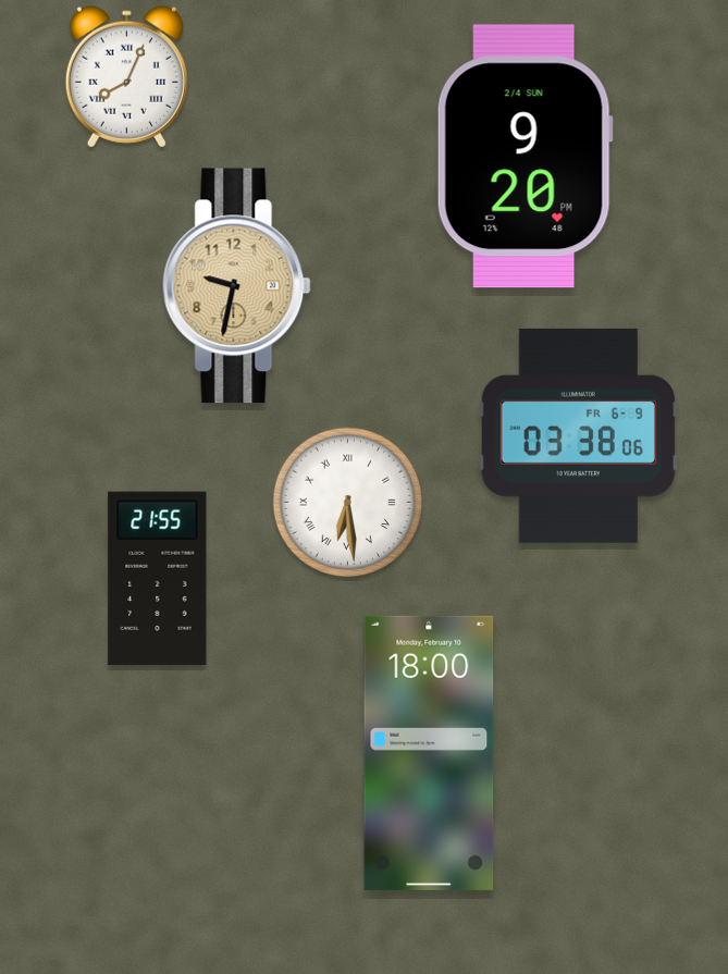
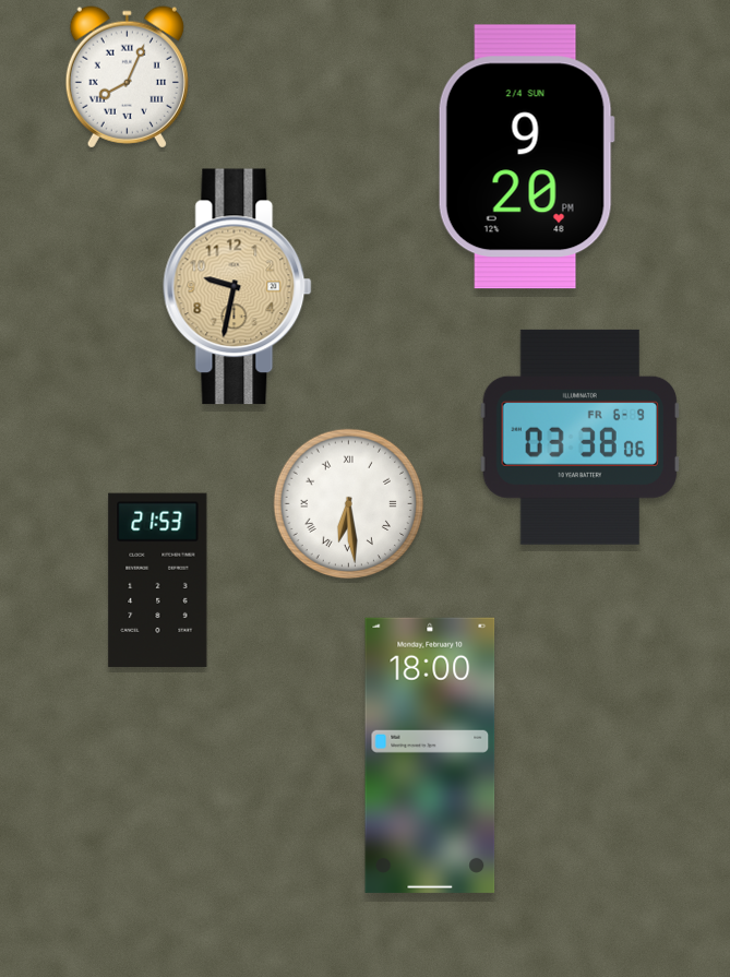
clock at (158, 578): 21:55 -> 21:53
